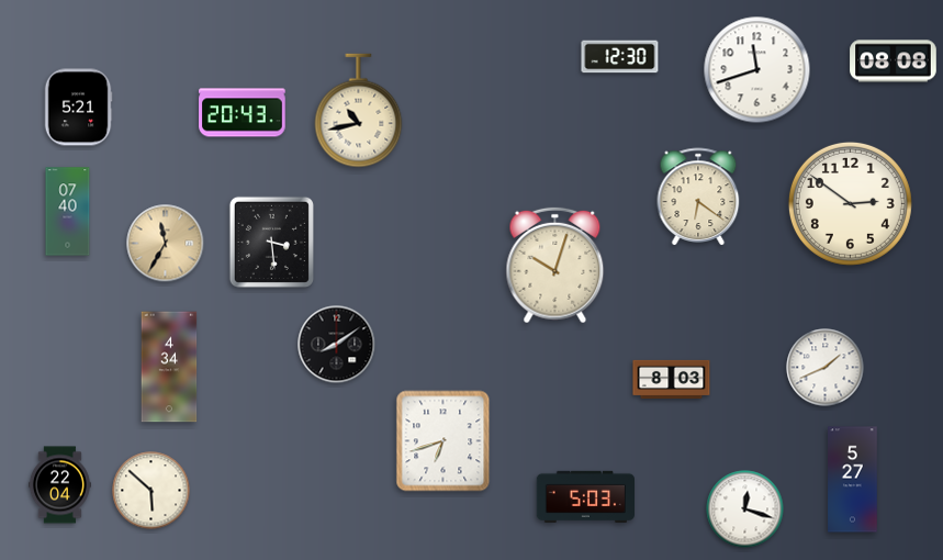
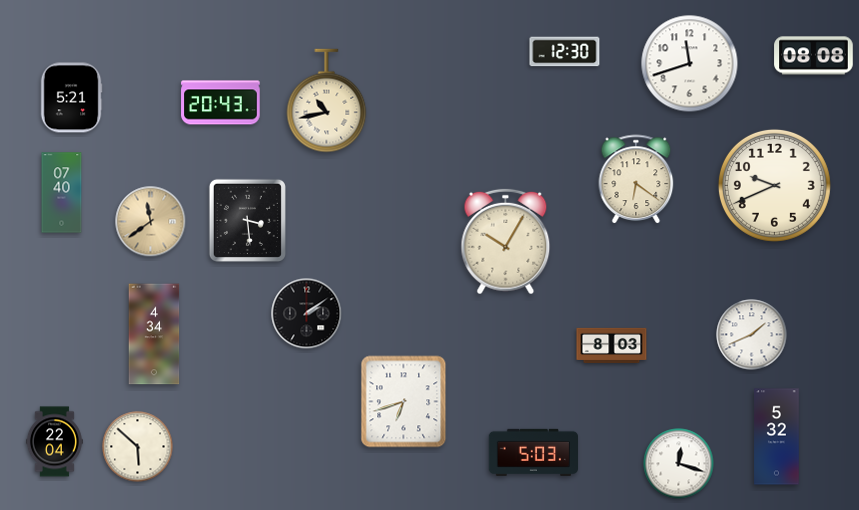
clock at (850, 203): 2:51 -> 9:41
clock at (166, 244): 11:35 -> 11:39
clock at (555, 266): 10:03 -> 10:05
clock at (337, 345): 8:09 -> 2:09
clock at (853, 480): 5:27 -> 5:32
